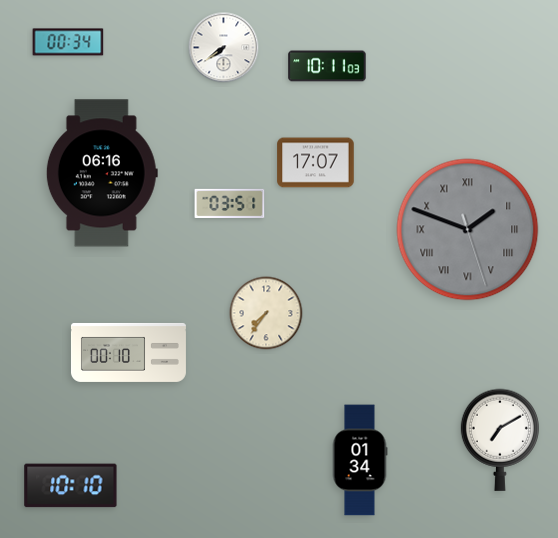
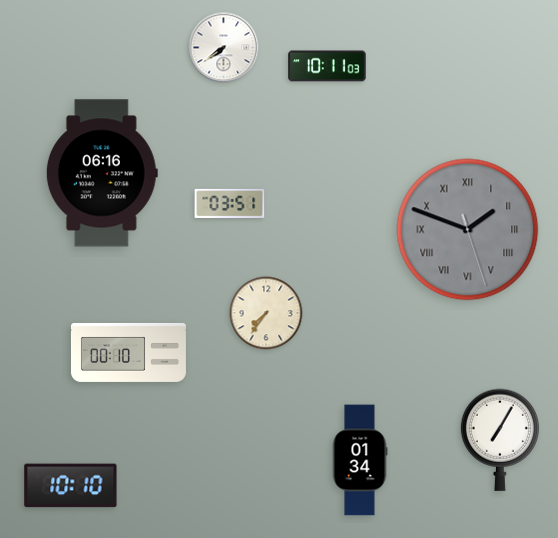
clock at (68, 42): 00:34 -> none
clock at (316, 163): 17:07 -> none
clock at (500, 440): 7:10 -> 7:05
